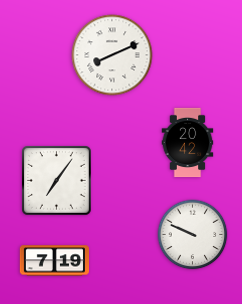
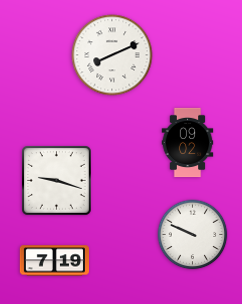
clock at (188, 143): 20:42 -> 09:02
clock at (57, 181): 7:06 -> 9:18
